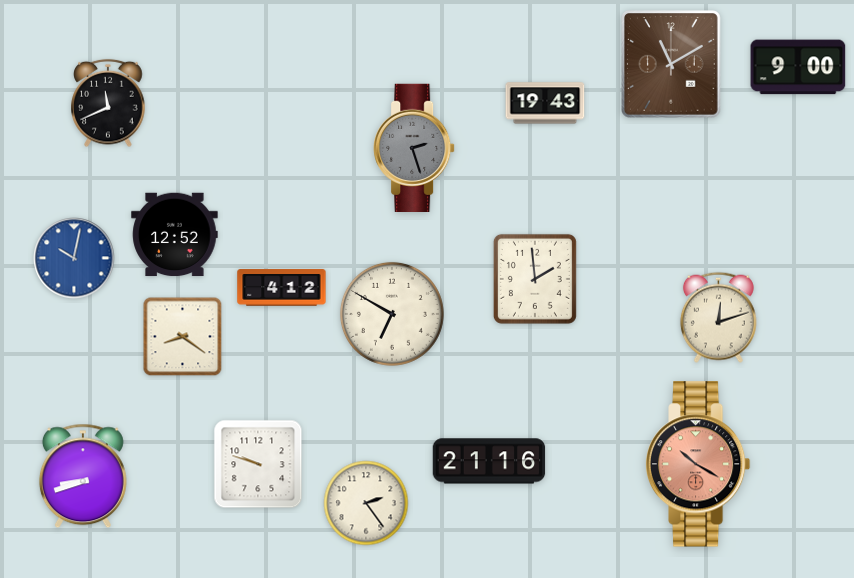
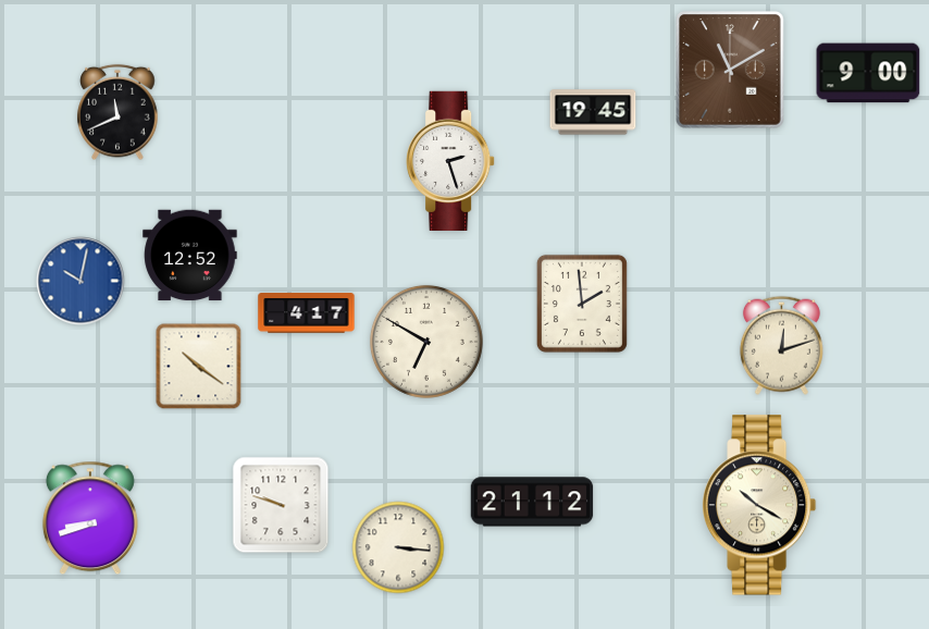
clock at (545, 103): 19:43 -> 19:45
clock at (414, 147) dial: grey -> white
clock at (282, 288): 4:12 -> 4:17
clock at (183, 337): 8:21 -> 10:21
clock at (489, 461): 21:16 -> 21:12
clock at (698, 464) dial: salmon -> cream
clock at (366, 503): 2:24 -> 3:16
